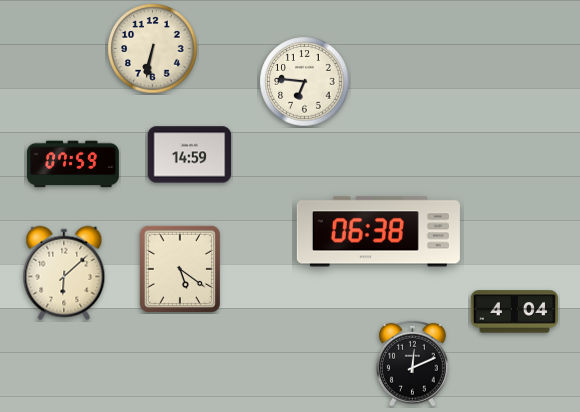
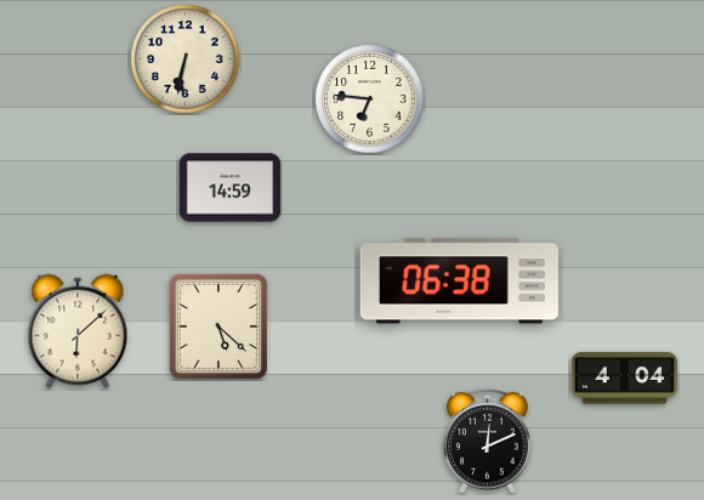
clock at (73, 164): 07:59 -> none
clock at (180, 269): 5:21 -> 5:22
clock at (413, 363) position: (413, 363) -> (488, 441)
